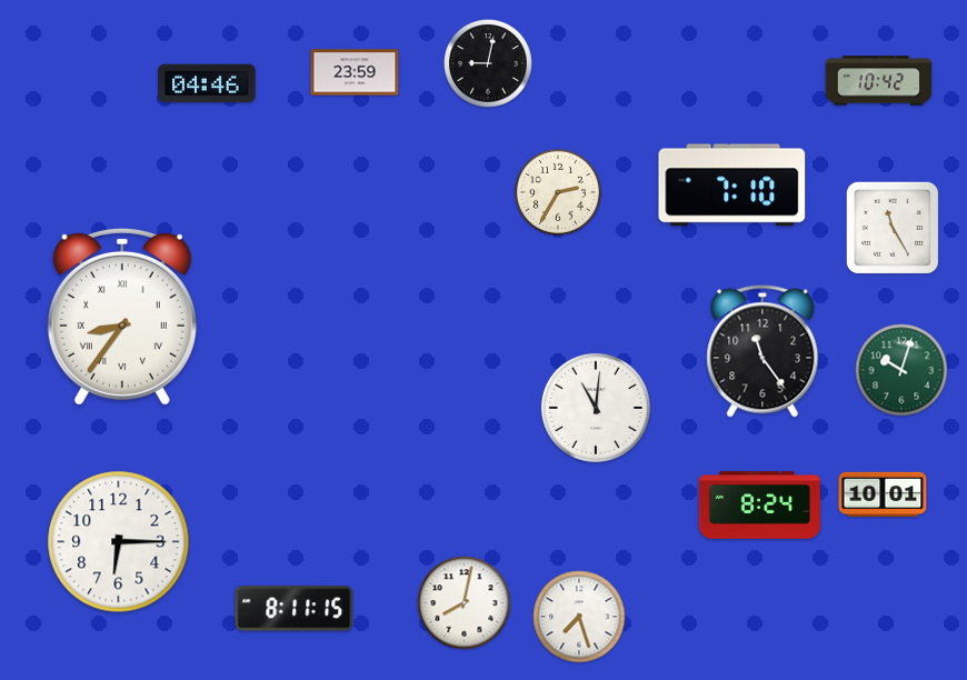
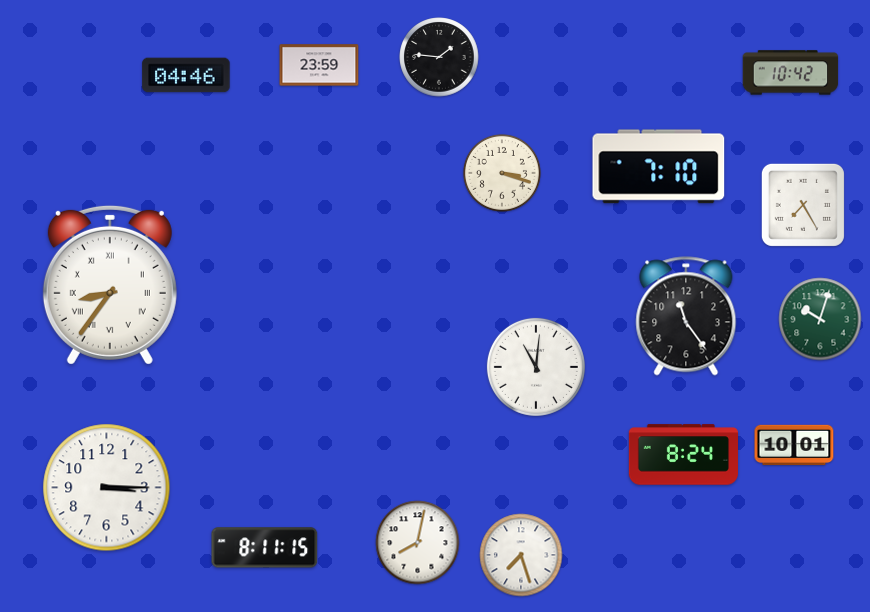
clock at (488, 63): 9:02 -> 1:46
clock at (558, 192): 2:35 -> 3:18
clock at (893, 228): 11:25 -> 7:25
clock at (901, 370) position: (901, 370) -> (820, 319)
clock at (119, 542): 6:15 -> 3:15
